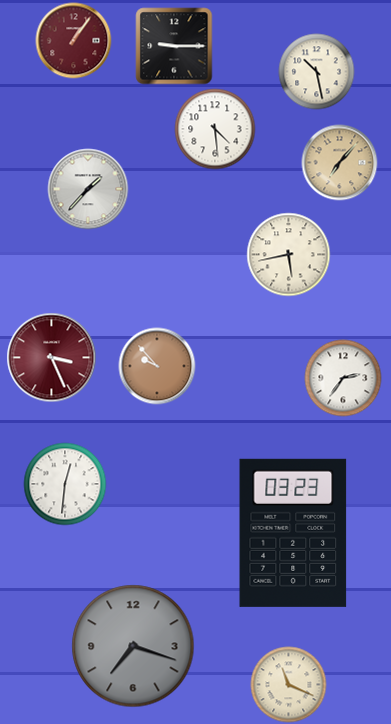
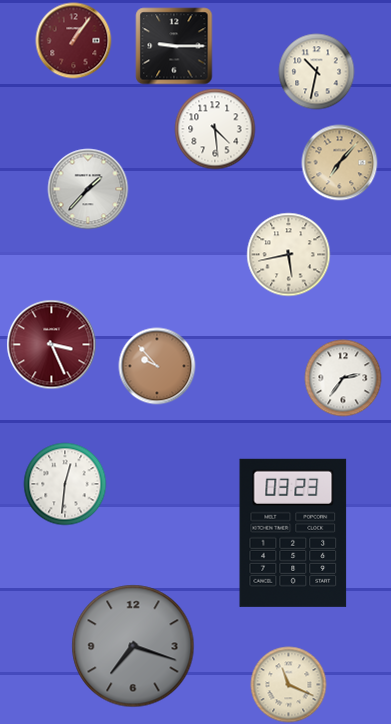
clock at (317, 72): 10:28 -> 10:32
clock at (52, 358) position: (52, 358) -> (52, 345)
